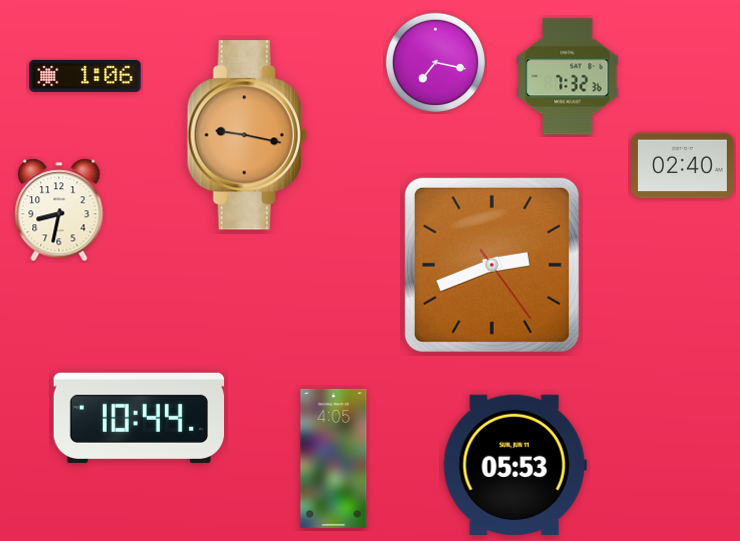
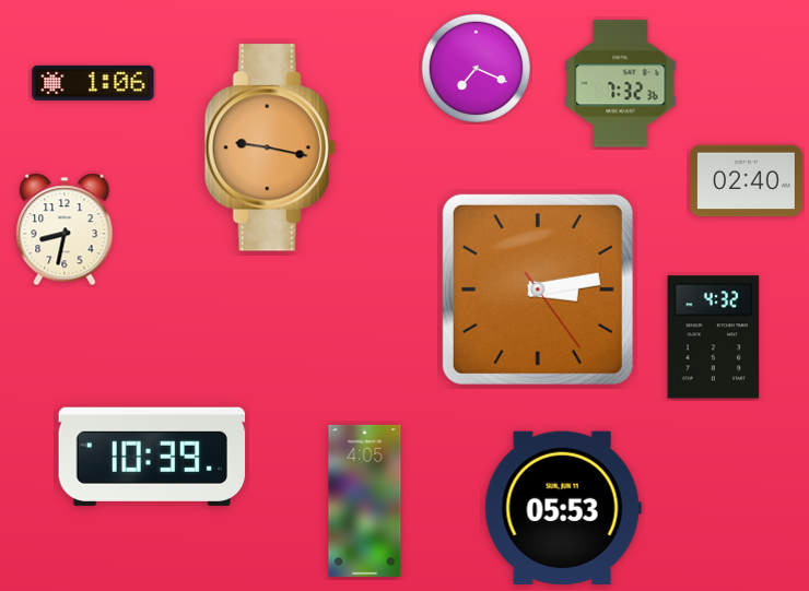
clock at (435, 62): 7:17 -> 7:19
clock at (492, 265): 2:41 -> 3:13
clock at (714, 338): none -> 4:32
clock at (139, 418): 10:44 -> 10:39
